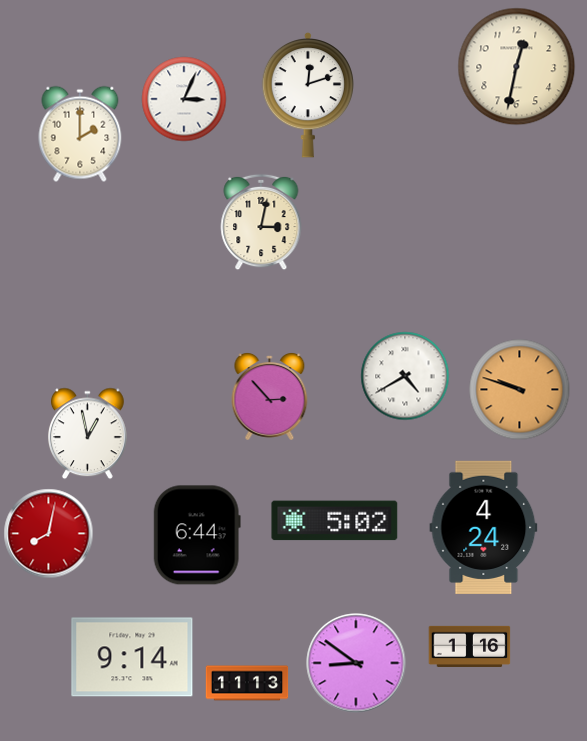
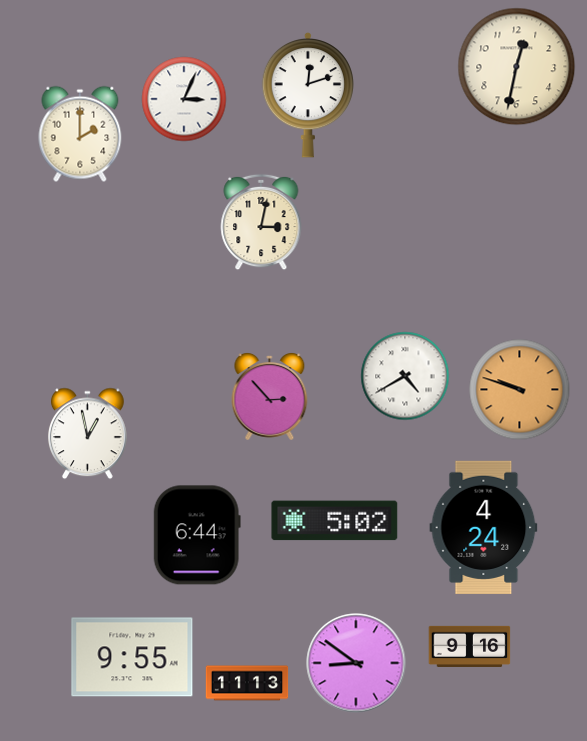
clock at (49, 534): 8:02 -> none
clock at (470, 646): 1:16 -> 9:16
clock at (132, 657): 9:14 -> 9:55
